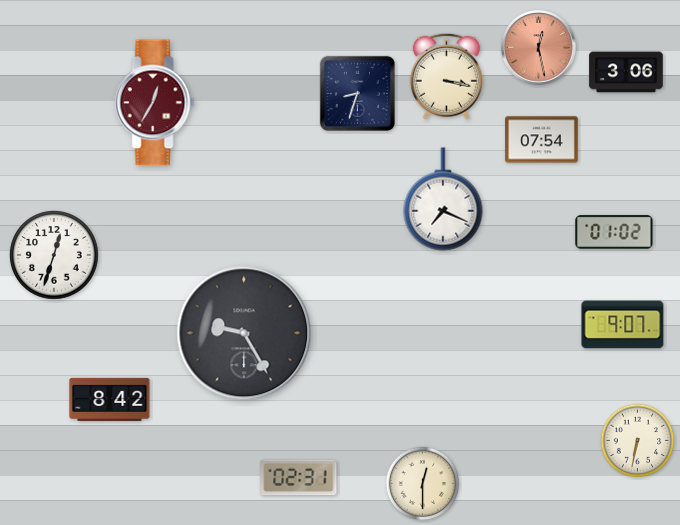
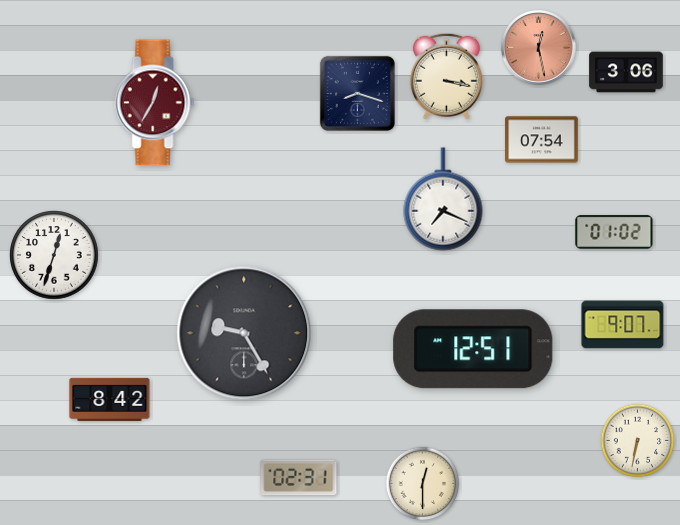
clock at (357, 93): 8:33 -> 8:18
clock at (473, 349): none -> 12:51
